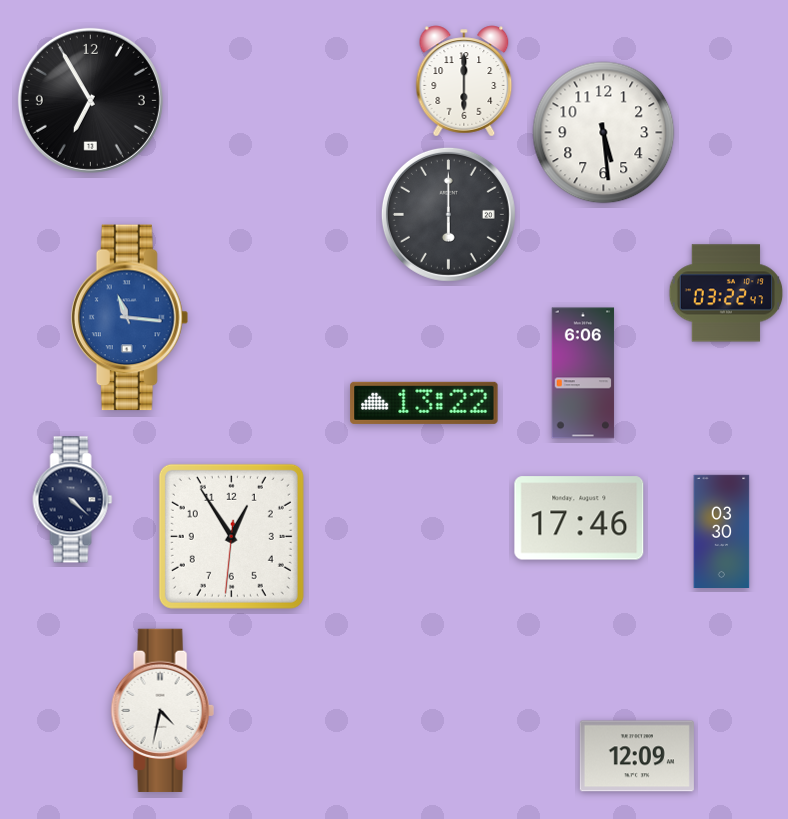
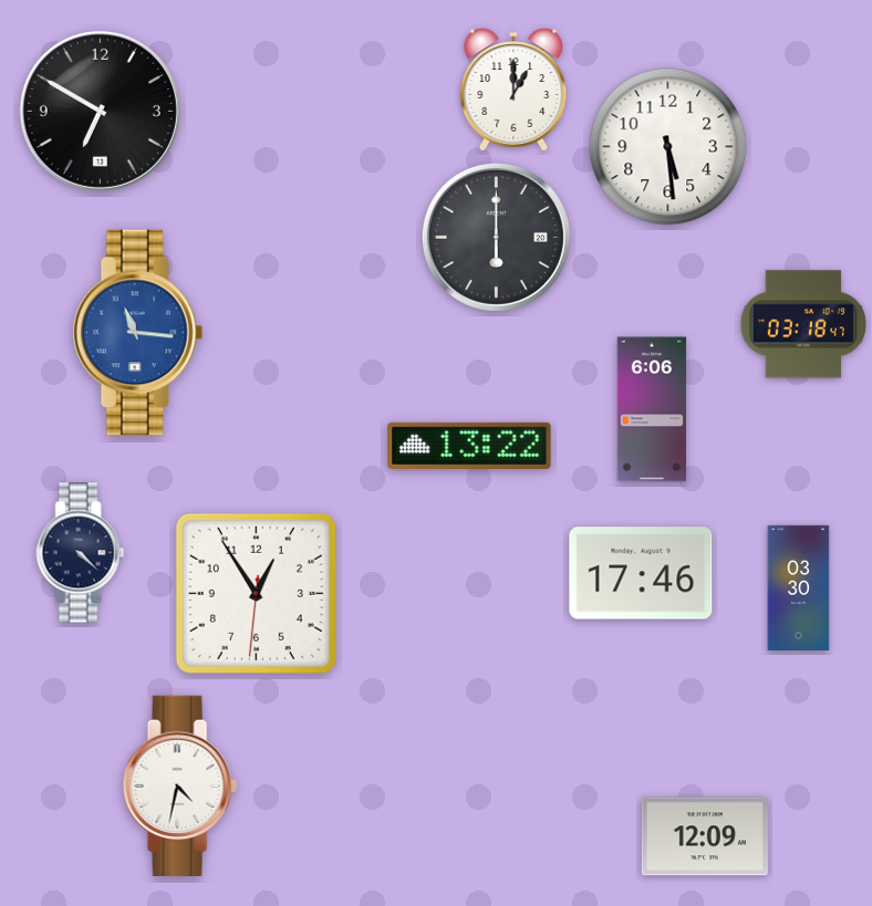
clock at (464, 81): 6:00 -> 1:00
clock at (90, 100): 6:55 -> 6:50
clock at (726, 293): 03:22 -> 03:18
clock at (130, 318) position: (130, 318) -> (138, 333)
clock at (583, 373) position: (583, 373) -> (652, 409)
